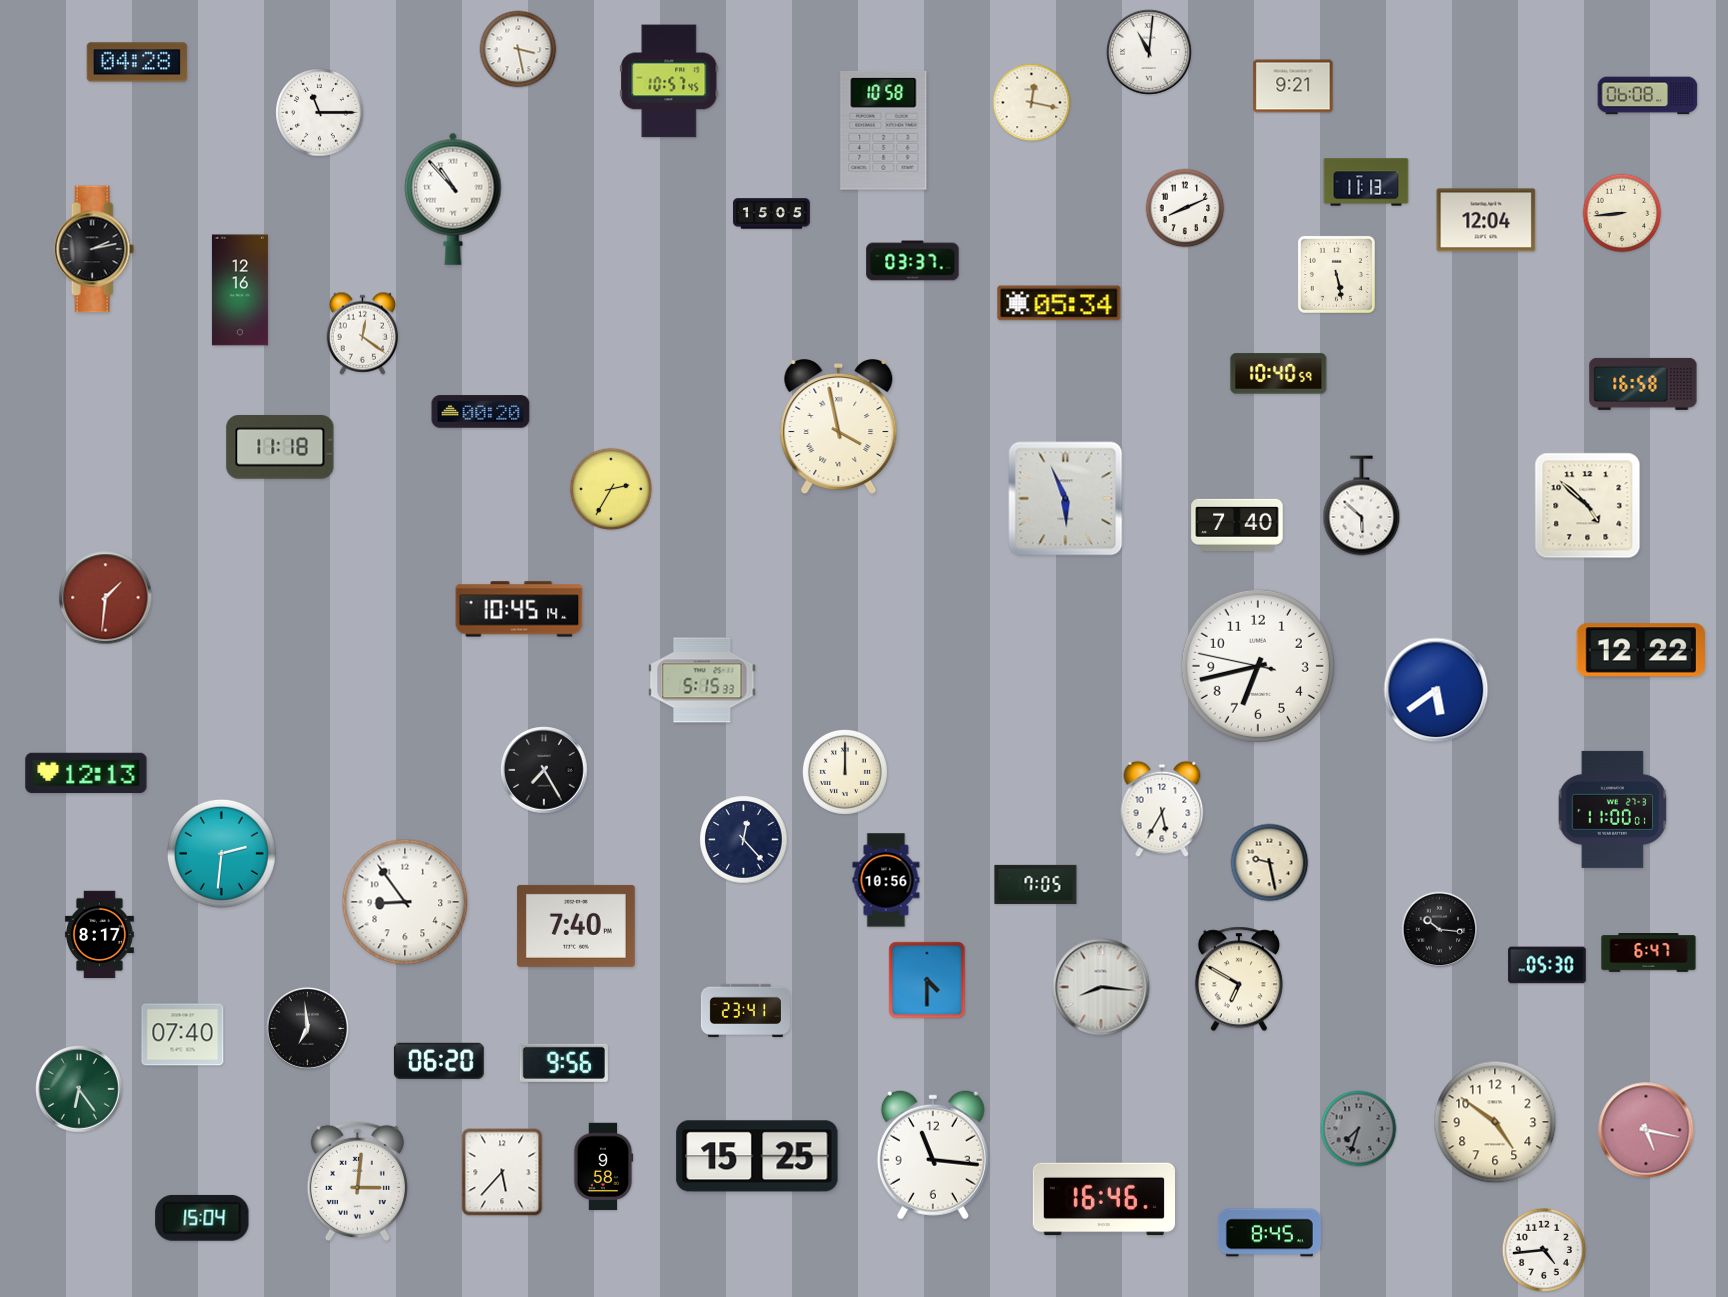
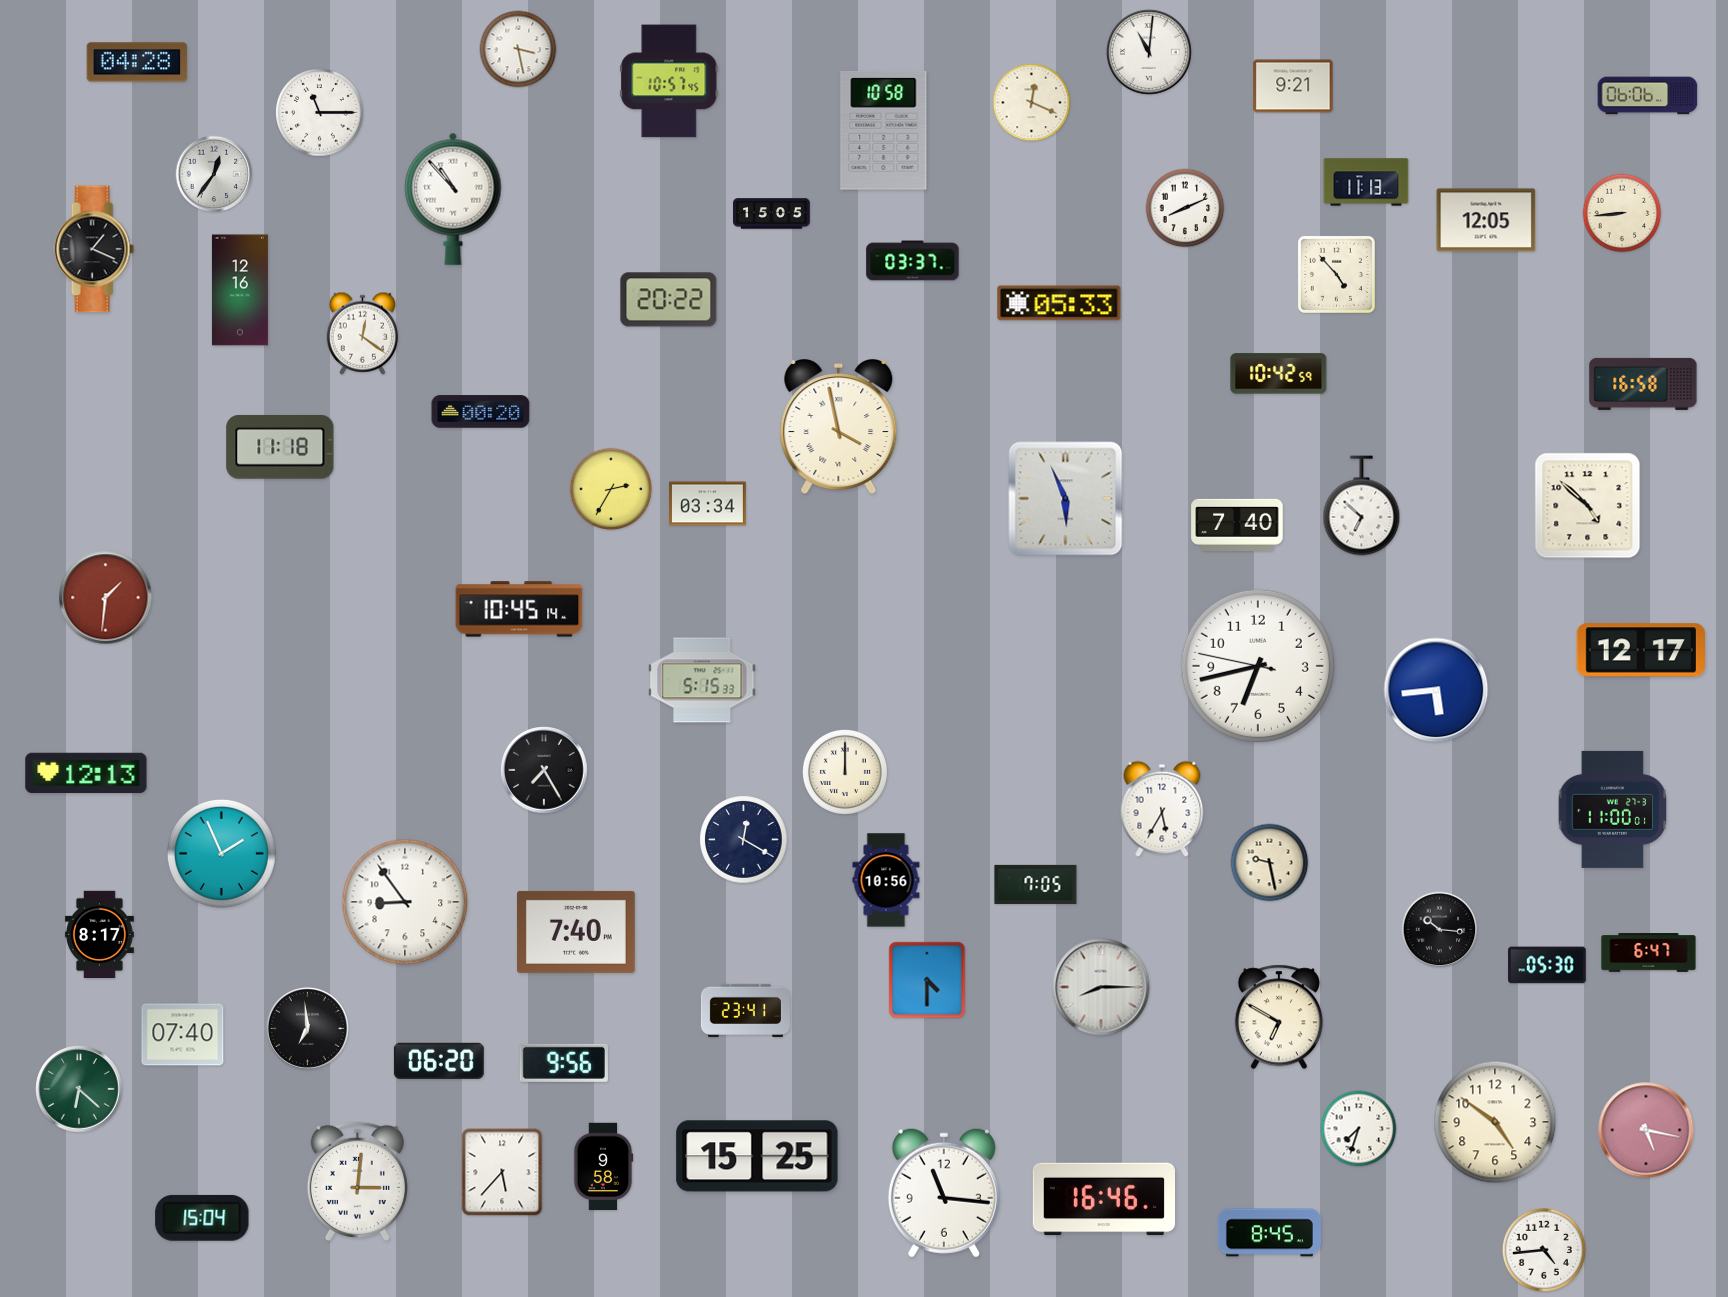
clock at (1648, 96): 06:08 -> 06:06
clock at (1032, 103): 12:17 -> 12:19
clock at (214, 174): none -> 12:36
clock at (1486, 220): 12:04 -> 12:05
clock at (94, 249): 2:13 -> 1:19
clock at (1336, 274): 5:28 -> 4:53
clock at (669, 300): none -> 20:22
clock at (1059, 303): 05:34 -> 05:33
clock at (1279, 374): 10:40 -> 10:42
clock at (708, 504): none -> 03:34
clock at (1362, 506): 5:52 -> 6:52
clock at (1640, 650): 12:22 -> 12:17
clock at (1436, 690): 5:39 -> 5:44
clock at (744, 840): 12:23 -> 12:20
clock at (221, 853): 2:31 -> 1:56
clock at (576, 926) position: (576, 926) -> (576, 932)
clock at (1239, 979) position: (1239, 979) -> (1279, 1017)
clock at (1101, 987): 8:16 -> 8:15
clock at (79, 1089): 6:24 -> 6:22
clock at (1359, 1129) dial: grey -> white
clock at (933, 1155) position: (933, 1155) -> (944, 1193)
